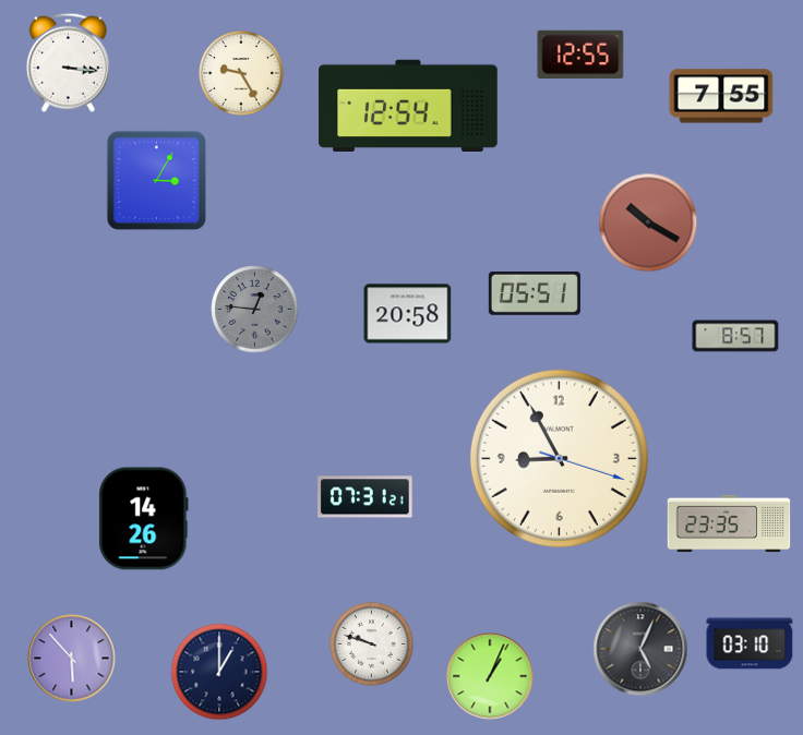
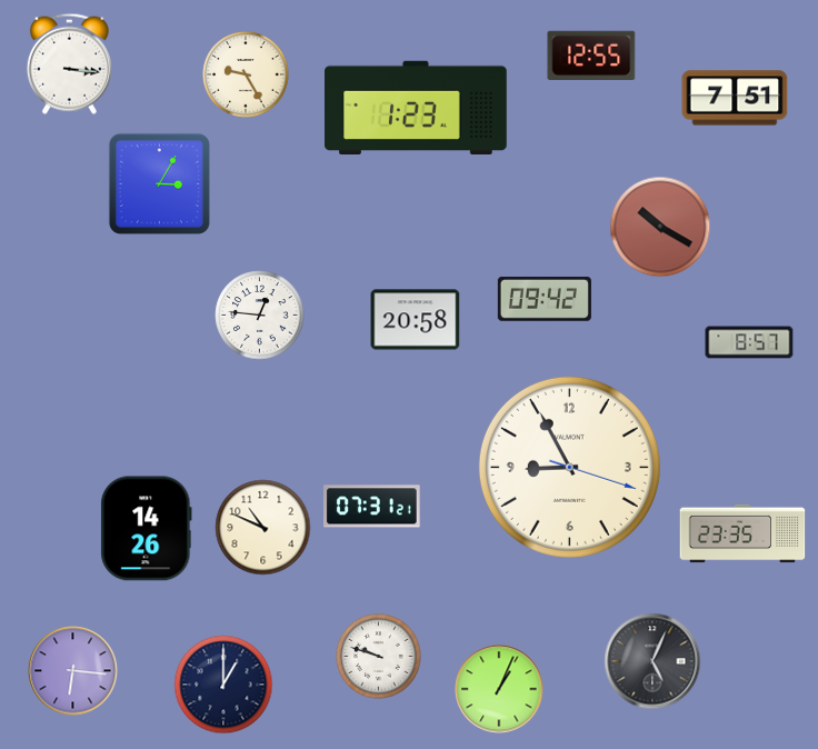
clock at (721, 96): 7:55 -> 7:51
clock at (408, 105): 12:54 -> 1:23
clock at (535, 293): 05:51 -> 09:42
clock at (255, 310) dial: grey -> white
clock at (263, 528): none -> 10:49
clock at (750, 643): 03:10 -> none
clock at (72, 659): 5:53 -> 6:16
